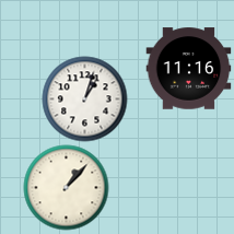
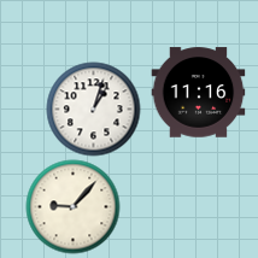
clock at (188, 69) position: (188, 69) -> (198, 93)
clock at (66, 187): 1:07 -> 9:07
